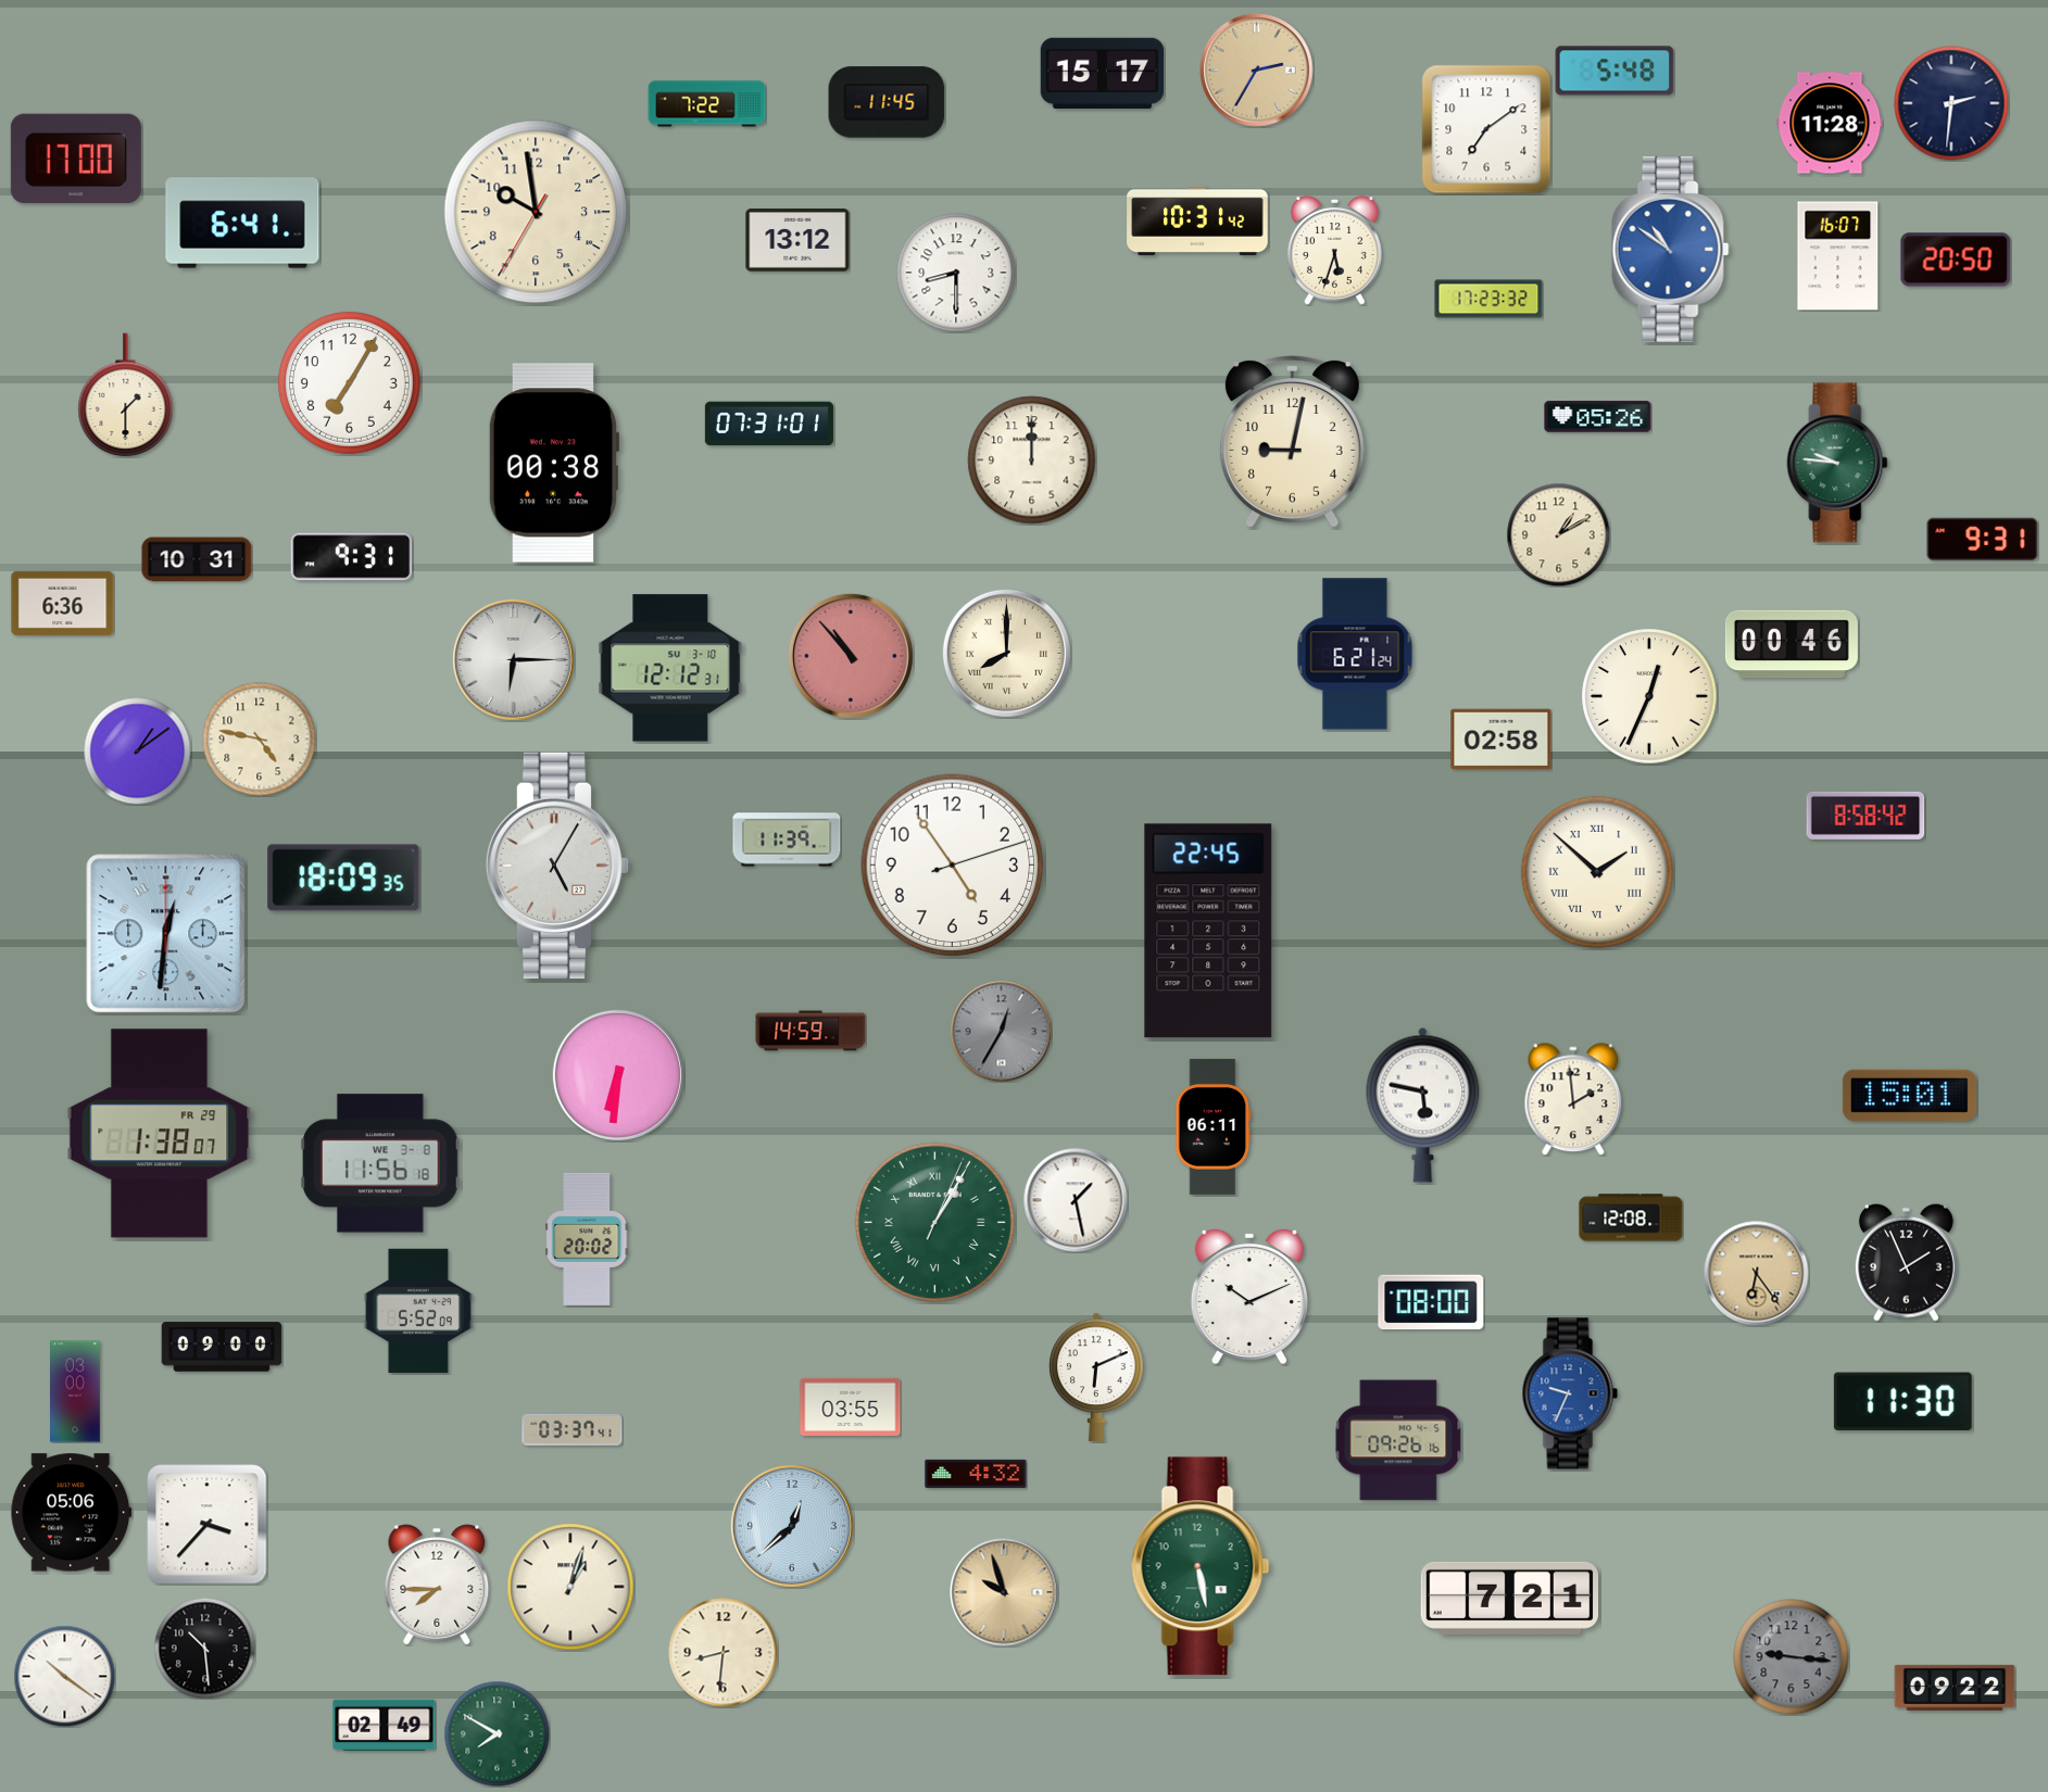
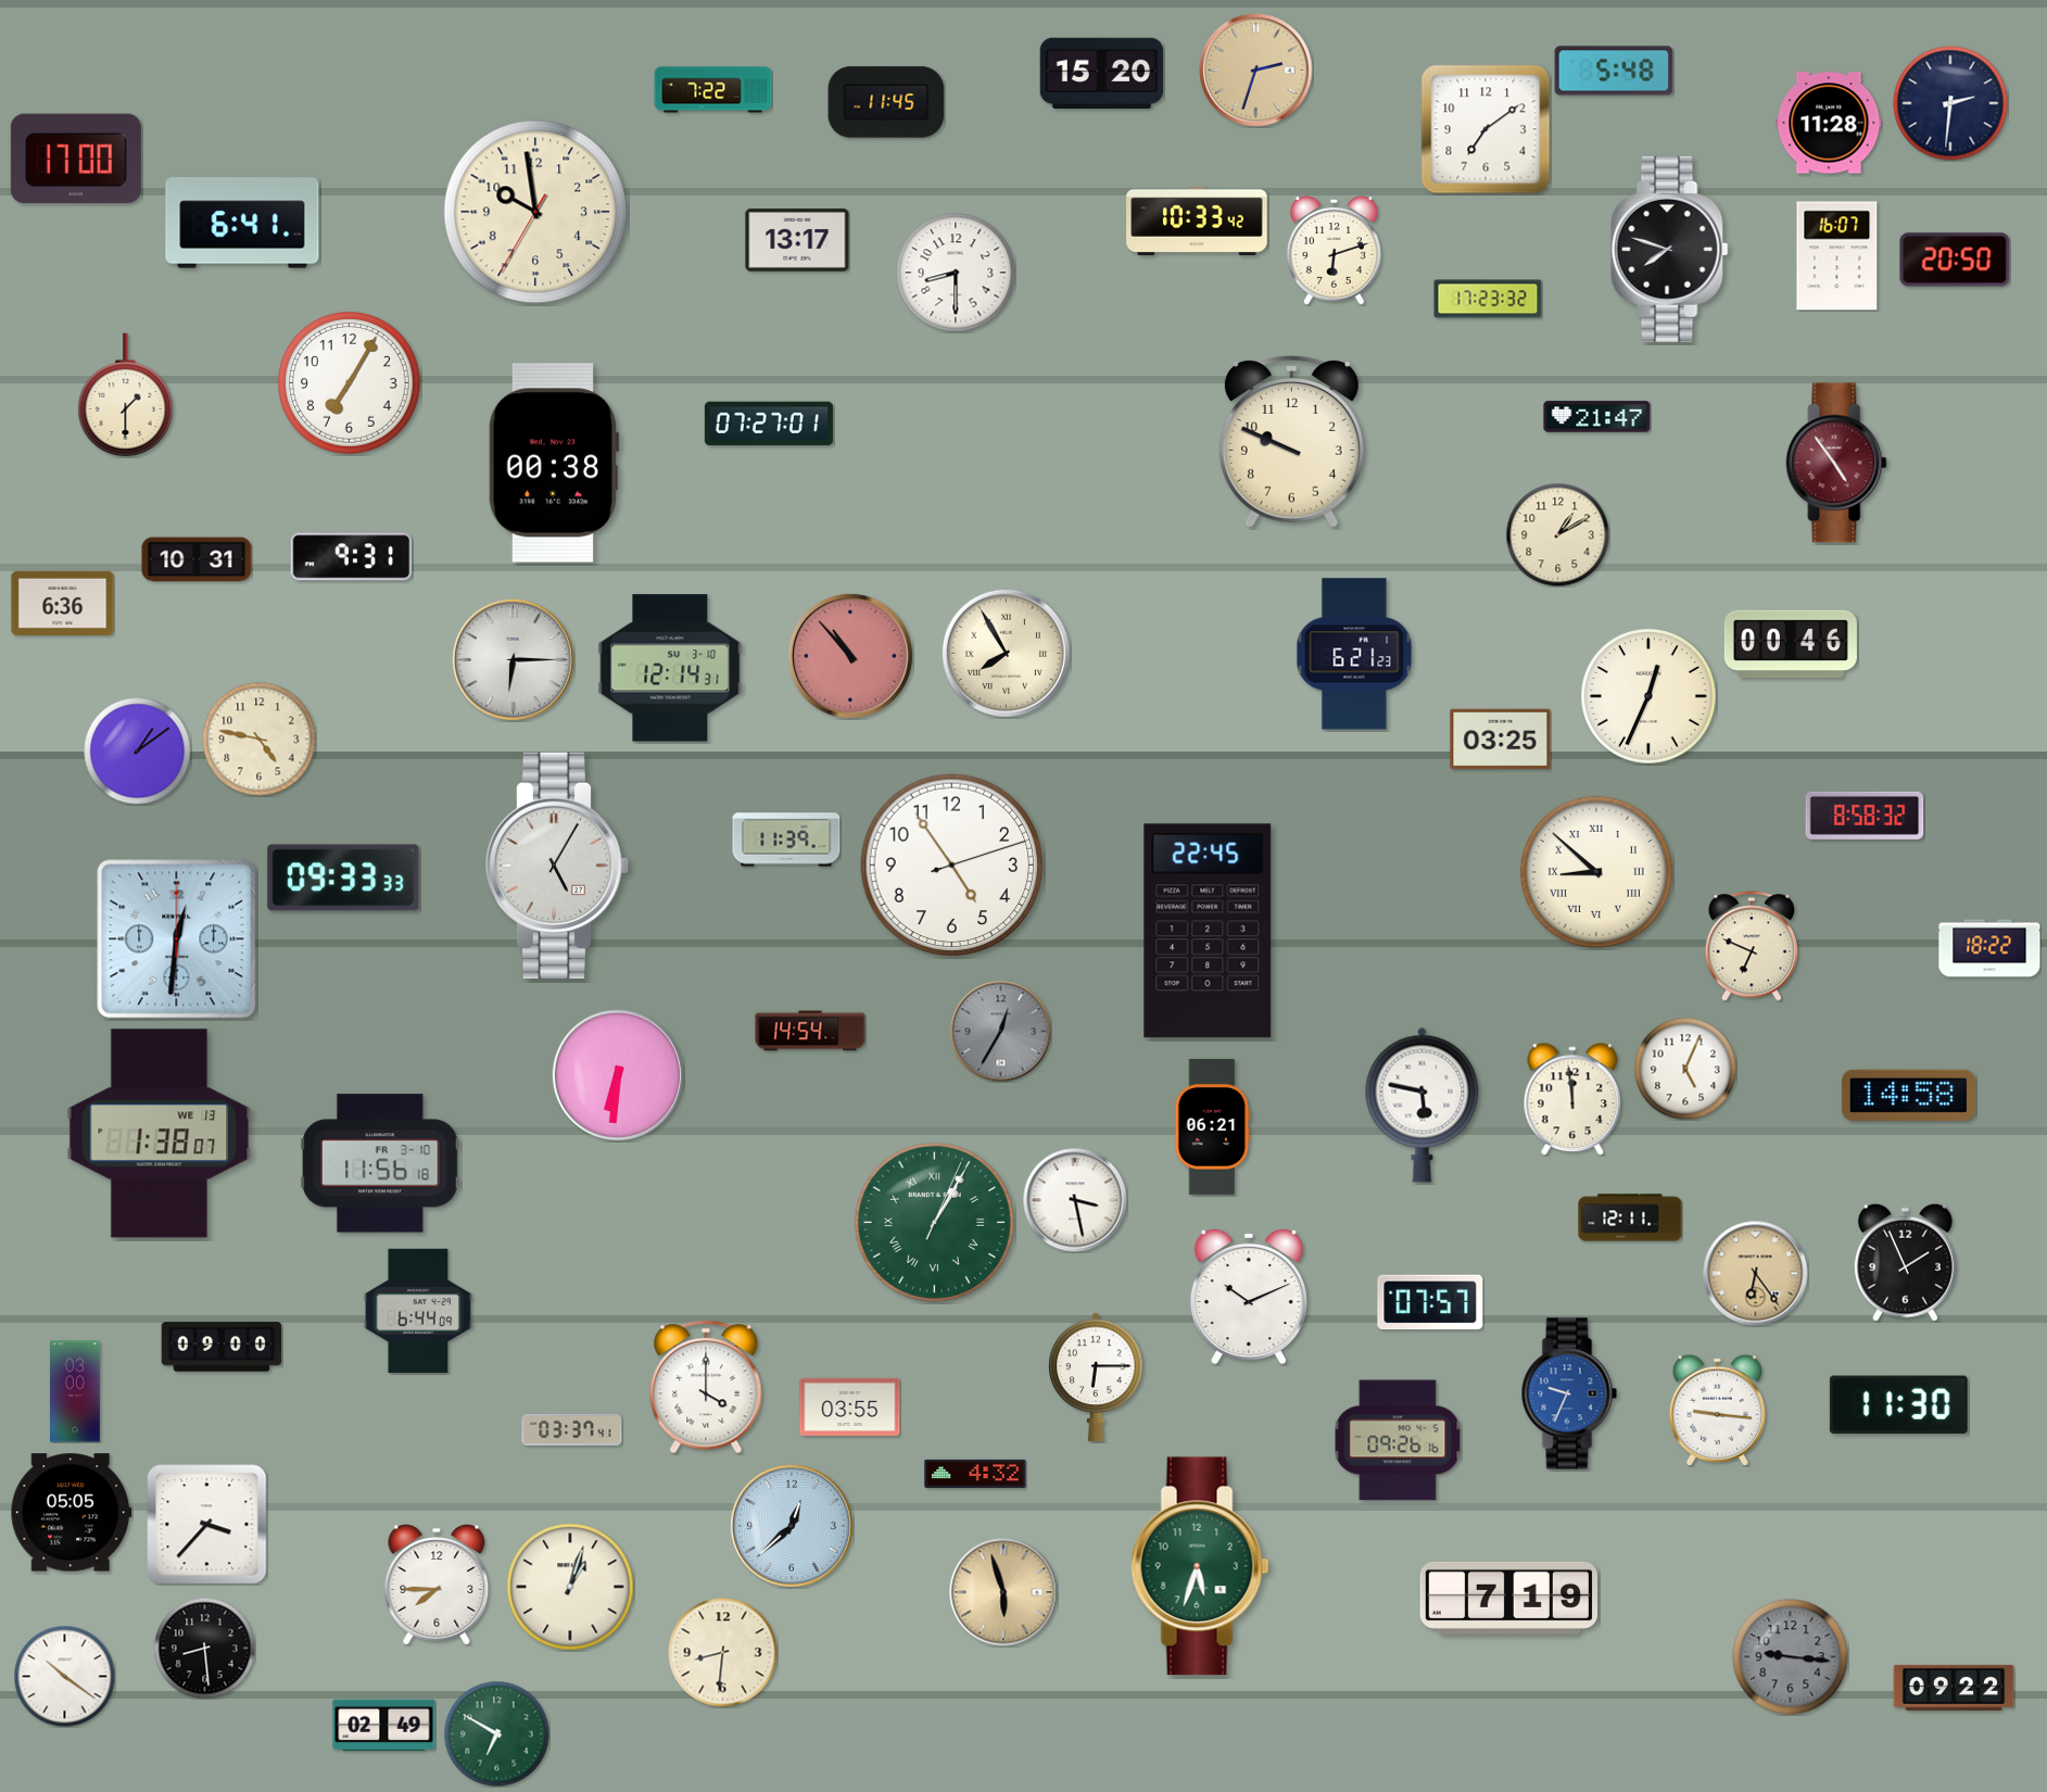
clock at (1257, 71): 2:35 -> 2:33
clock at (1103, 73): 15:17 -> 15:20
clock at (707, 104) position: (707, 104) -> (713, 90)
clock at (1197, 220): 10:31 -> 10:33
clock at (797, 240): 13:12 -> 13:17
clock at (1671, 249): 10:51 -> 7:48
clock at (1671, 249) dial: blue -> black
clock at (1334, 251): 5:33 -> 6:12
clock at (1598, 417): 05:26 -> 21:47
clock at (769, 424): 07:31 -> 07:27
clock at (1292, 442): 9:02 -> 9:49
clock at (1032, 460): 12:00 -> none
clock at (1837, 463): 9:46 -> 4:54
clock at (1837, 463) dial: green -> burgundy
clock at (1983, 539): 9:31 -> none
clock at (1006, 653): 8:00 -> 7:55
clock at (1355, 654): 6:21:24 -> 6:21:23
clock at (670, 668): 12:12 -> 12:14
clock at (1502, 740): 02:58 -> 03:25
clock at (1865, 816): 8:58:42 -> 8:58:32
clock at (1597, 872): 1:52 -> 8:52
clock at (343, 878): 18:09 -> 09:33
clock at (166, 934) position: (166, 934) -> (177, 939)
clock at (1752, 946): none -> 6:49
clock at (1989, 948): none -> 18:22
clock at (811, 1031): 14:59 -> 14:54
clock at (1685, 1069): none -> 5:04
clock at (1909, 1095): 15:01 -> 14:58
clock at (1573, 1099): 1:59 -> 11:59
clock at (1214, 1126): 06:11 -> 06:21
clock at (160, 1134) date: FR 29 -> WE 13
clock at (380, 1163) date: WE 3-8 -> FR 3-10
clock at (1076, 1200): 1:28 -> 3:28
clock at (1631, 1217): 12:08 -> 12:11
clock at (587, 1239): 20:02 -> none
clock at (1431, 1302): 08:00 -> 07:57
clock at (418, 1311): 5:52 -> 6:44
clock at (1096, 1377): 6:11 -> 6:15
clock at (706, 1387): none -> 4:00
clock at (1902, 1401) position: (1902, 1401) -> (1898, 1404)
clock at (1717, 1410): none -> 9:16
clock at (72, 1513): 05:06 -> 05:05
clock at (1201, 1566): 5:28 -> 5:33
clock at (1004, 1592): 9:57 -> 5:57
clock at (1509, 1598): 7:21 -> 7:19
clock at (204, 1648): 10:29 -> 8:29
clock at (497, 1733): 7:50 -> 6:50
